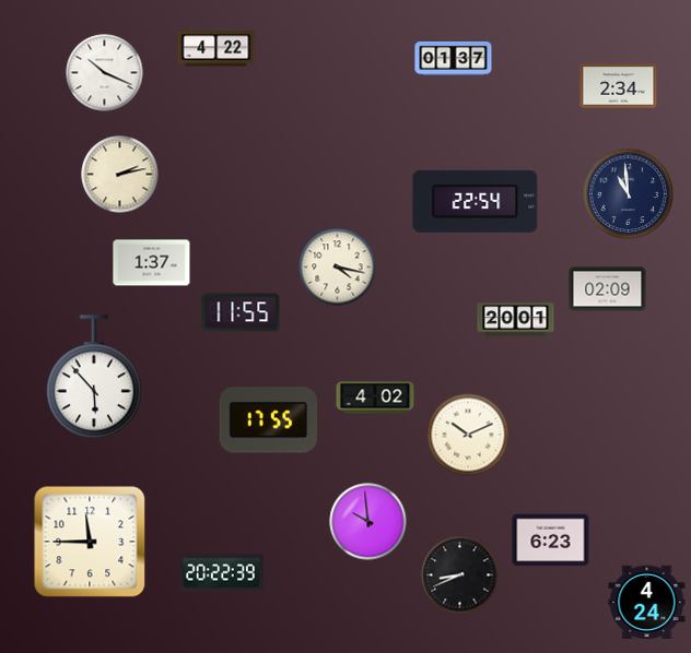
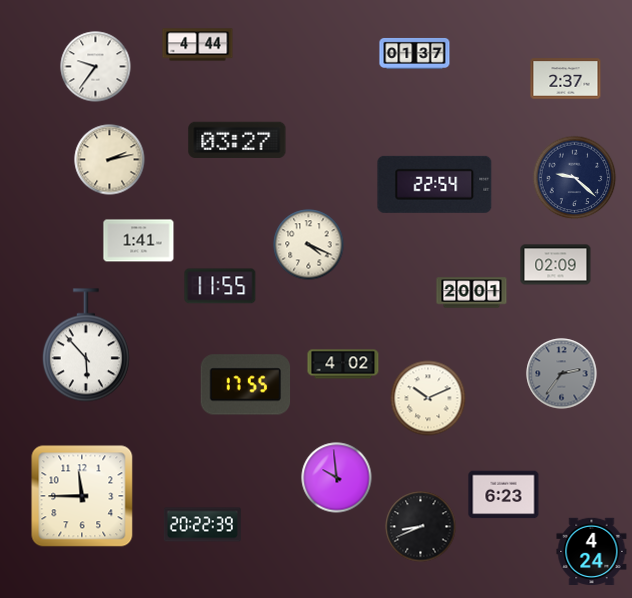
clock at (216, 49): 4:22 -> 4:44
clock at (105, 73): 10:19 -> 9:36
clock at (619, 86): 2:34 -> 2:37
clock at (237, 140): none -> 03:27
clock at (629, 194): 10:59 -> 9:22
clock at (152, 263): 1:37 -> 1:41
clock at (338, 268): 4:17 -> 4:19
clock at (562, 374): none -> 2:36
